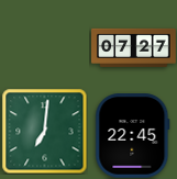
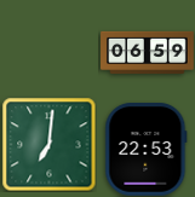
clock at (134, 47): 07:27 -> 06:59
clock at (133, 136): 22:45 -> 22:53
